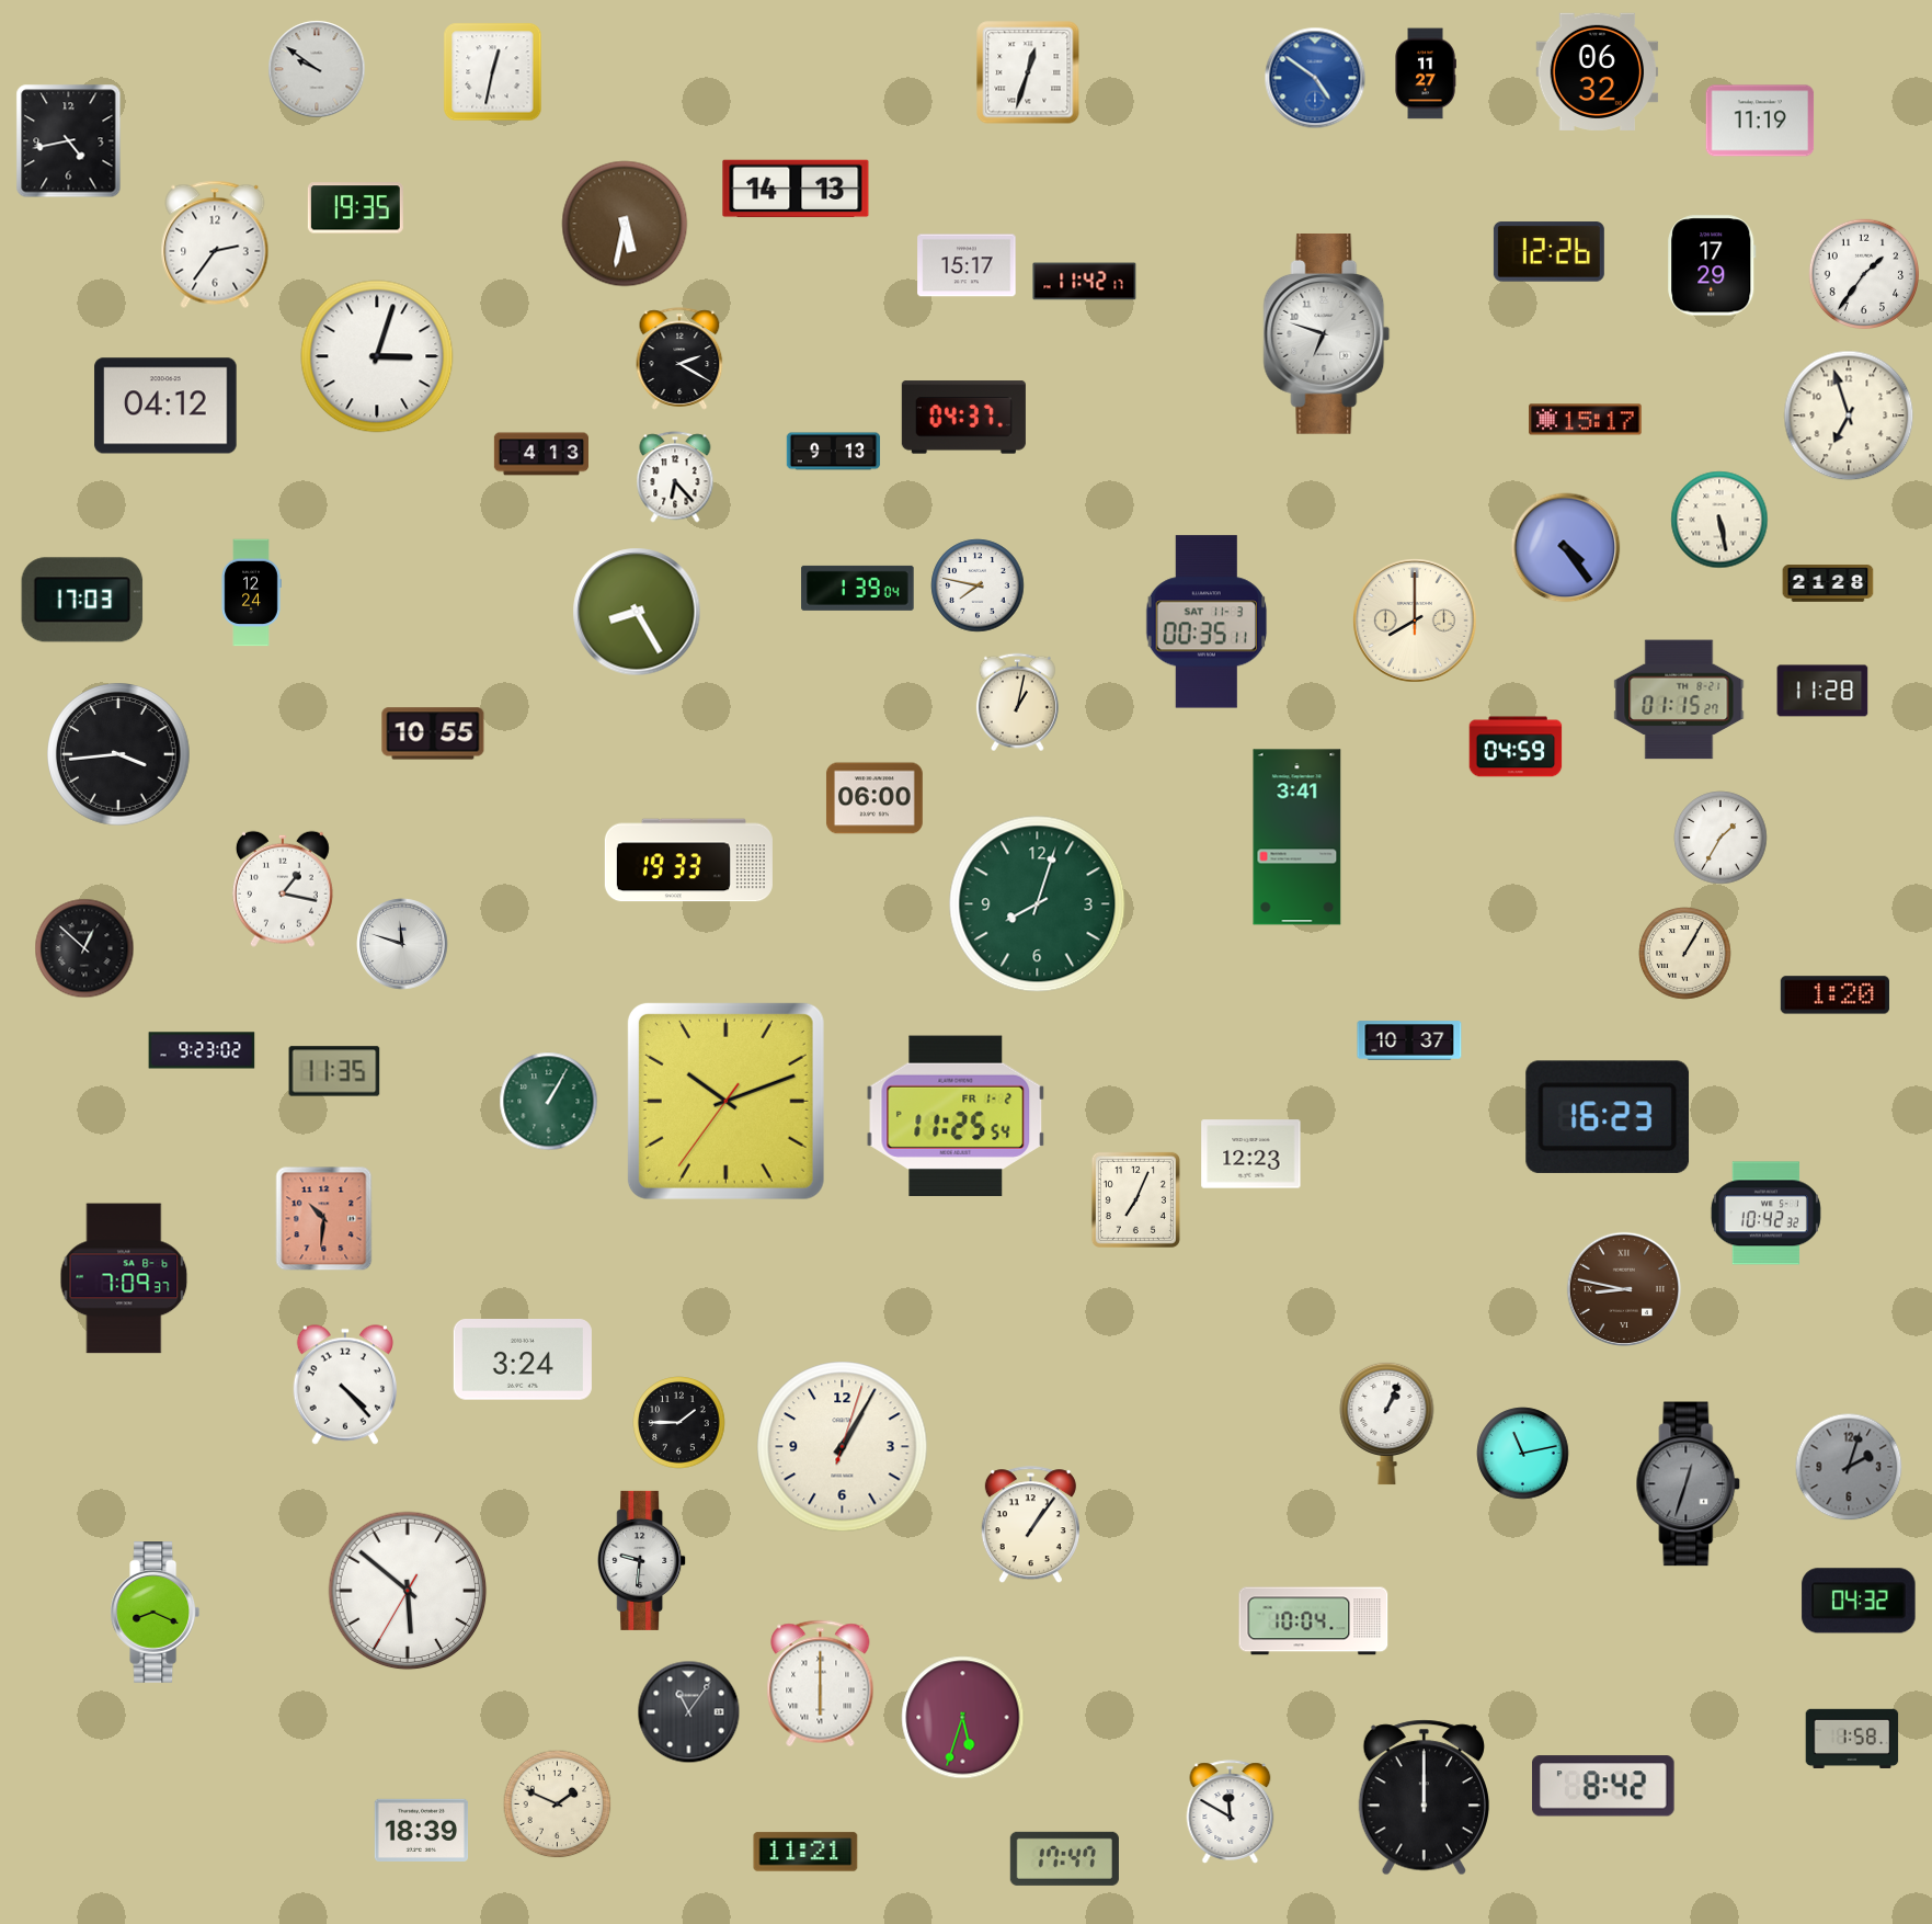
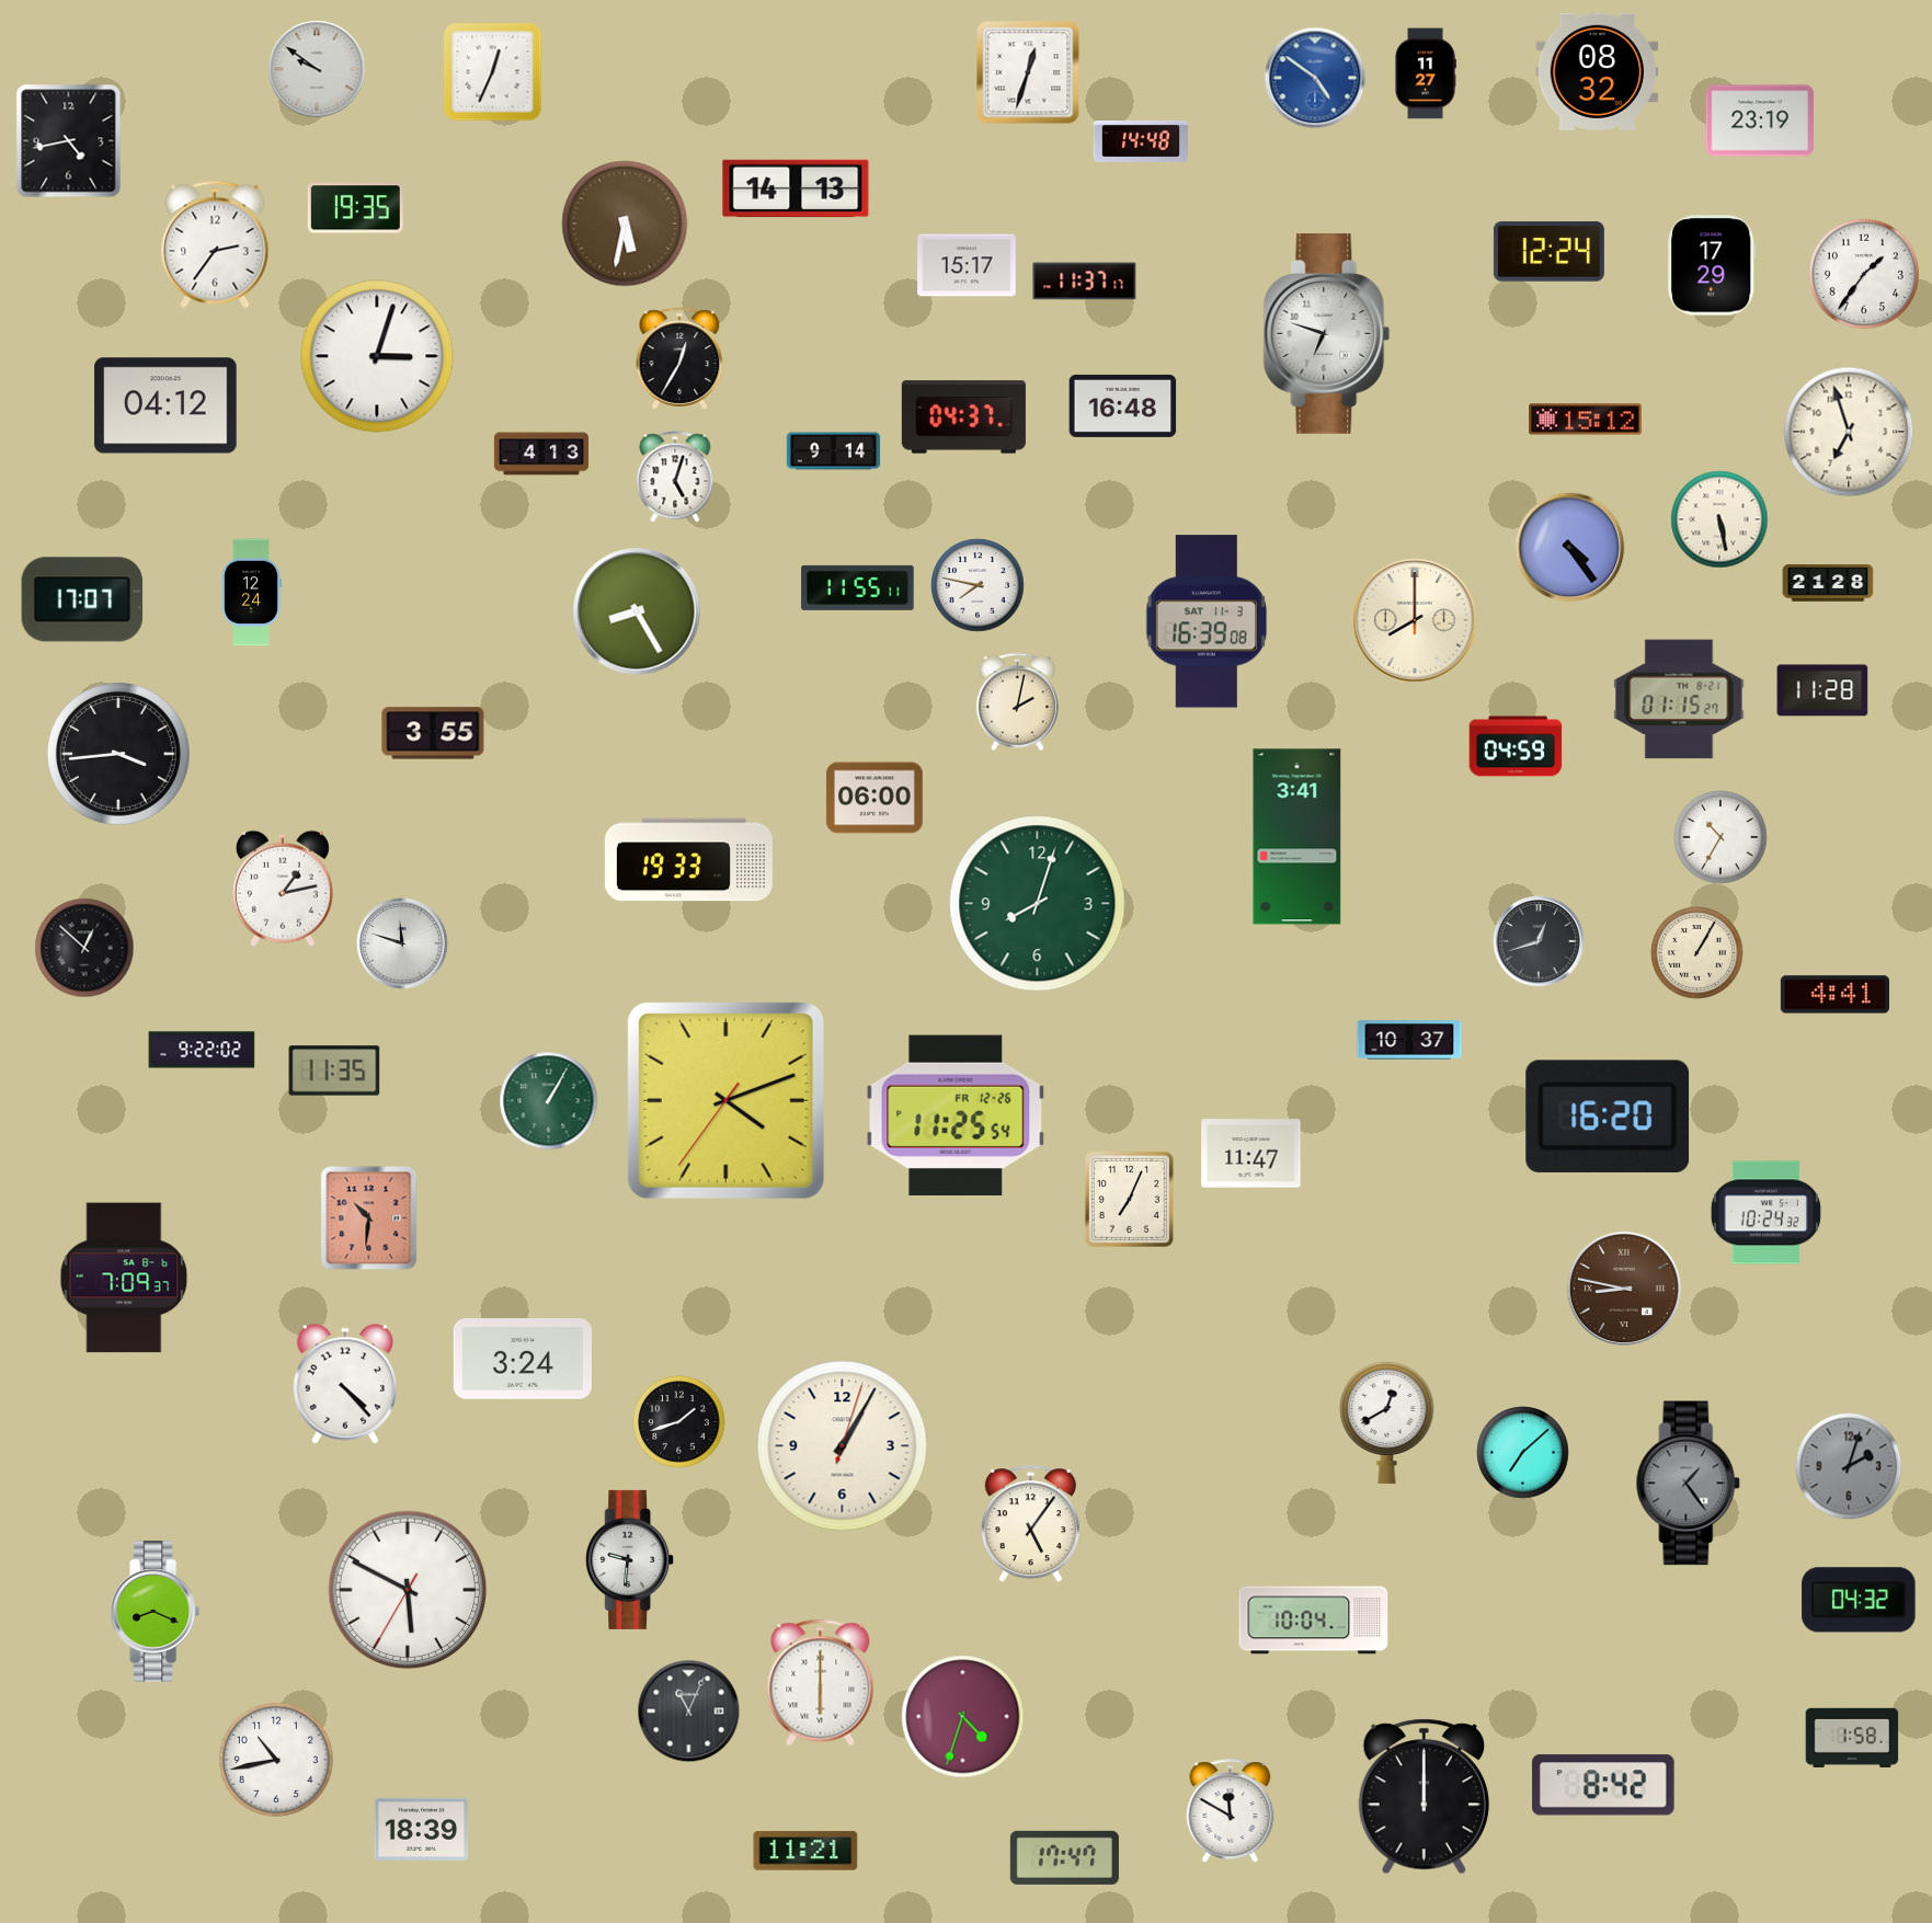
clock at (1598, 71): 06:32 -> 08:32
clock at (493, 72): 12:32 -> 12:34
clock at (1760, 121): 11:19 -> 23:19
clock at (1141, 141): none -> 14:48
clock at (1548, 252): 12:26 -> 12:24
clock at (1085, 282): 11:42 -> 11:37
clock at (679, 358): 2:20 -> 12:35
clock at (1123, 405): none -> 16:48
clock at (1849, 415) position: (1849, 415) -> (1849, 432)
clock at (1586, 420): 15:17 -> 15:12
clock at (834, 452): 9:13 -> 9:14
clock at (675, 477): 6:23 -> 5:03
clock at (1566, 548) position: (1566, 548) -> (1570, 548)
clock at (858, 588): 1:39 -> 11:55
clock at (82, 600): 17:03 -> 17:07
clock at (1207, 622): 00:35 -> 16:39
clock at (1017, 703): 1:02 -> 2:02
clock at (433, 733): 10:55 -> 3:55
clock at (1720, 838): 1:35 -> 10:35
clock at (283, 889): 1:17 -> 1:13
clock at (1539, 941): none -> 12:42
clock at (1685, 954) position: (1685, 954) -> (1697, 953)
clock at (1834, 995): 1:20 -> 4:41
clock at (202, 1050): 9:23 -> 9:22
clock at (725, 1101): 10:11 -> 4:11
clock at (956, 1115) date: FR 1-2 -> FR 12-26
clock at (1608, 1117): 16:23 -> 16:20
clock at (1251, 1154): 12:23 -> 11:47
clock at (1135, 1199) position: (1135, 1199) -> (1129, 1199)
clock at (1765, 1214): 10:42 -> 10:24
clock at (324, 1219) position: (324, 1219) -> (369, 1218)
clock at (679, 1423): 1:45 -> 1:42
clock at (1387, 1423): 1:04 -> 12:40
clock at (1523, 1454): 11:13 -> 7:08
clock at (1689, 1484): 12:33 -> 1:24
clock at (1030, 1525): 1:06 -> 5:06
clock at (642, 1560) position: (642, 1560) -> (630, 1559)
clock at (408, 1591): 5:51 -> 5:49
clock at (689, 1712): 11:06 -> 11:04
clock at (963, 1718): 5:33 -> 4:33
clock at (276, 1760): none -> 10:43
clock at (558, 1805): 1:49 -> none
